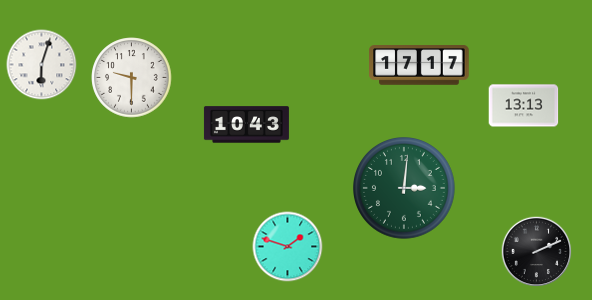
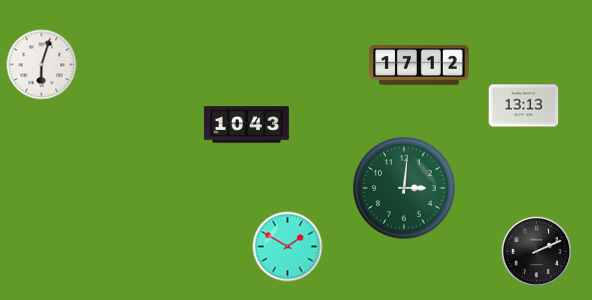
clock at (419, 65): 17:17 -> 17:12
clock at (132, 78): 9:30 -> none
clock at (288, 247): 1:48 -> 1:50
